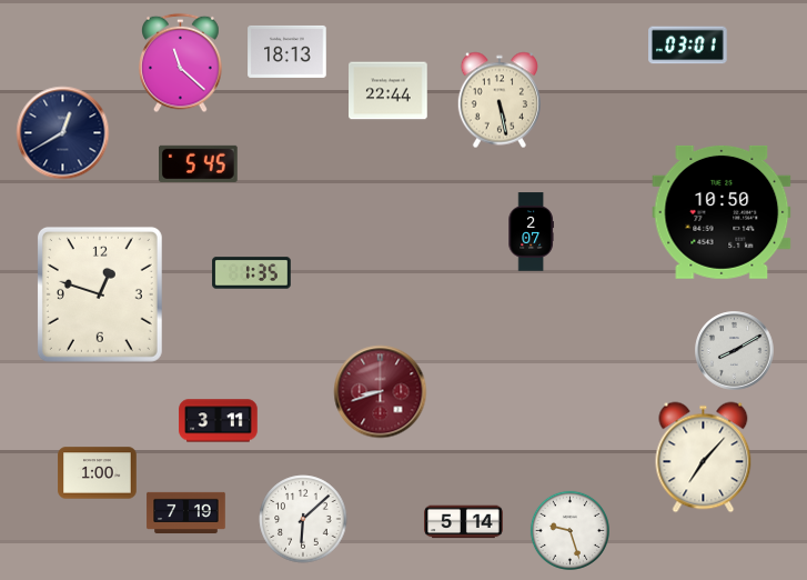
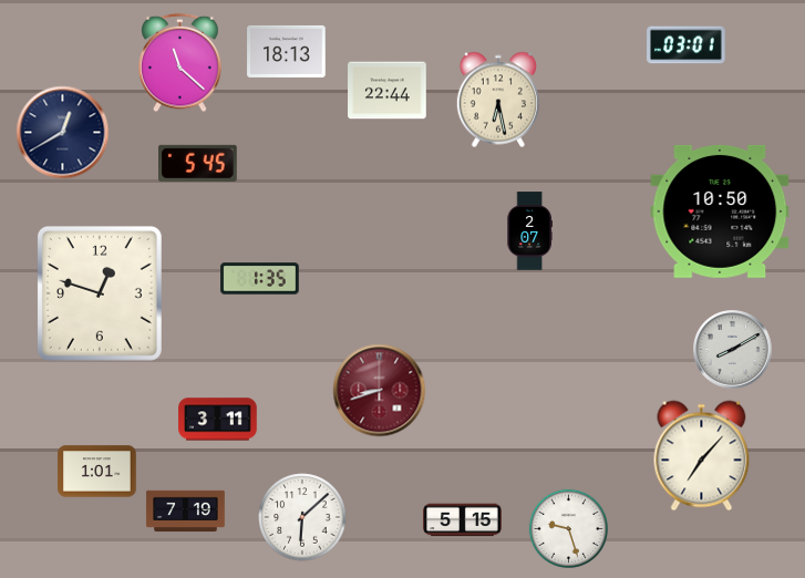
clock at (498, 100): 5:28 -> 6:28
clock at (252, 273) position: (252, 273) -> (260, 279)
clock at (98, 473): 1:00 -> 1:01
clock at (464, 522): 5:14 -> 5:15
